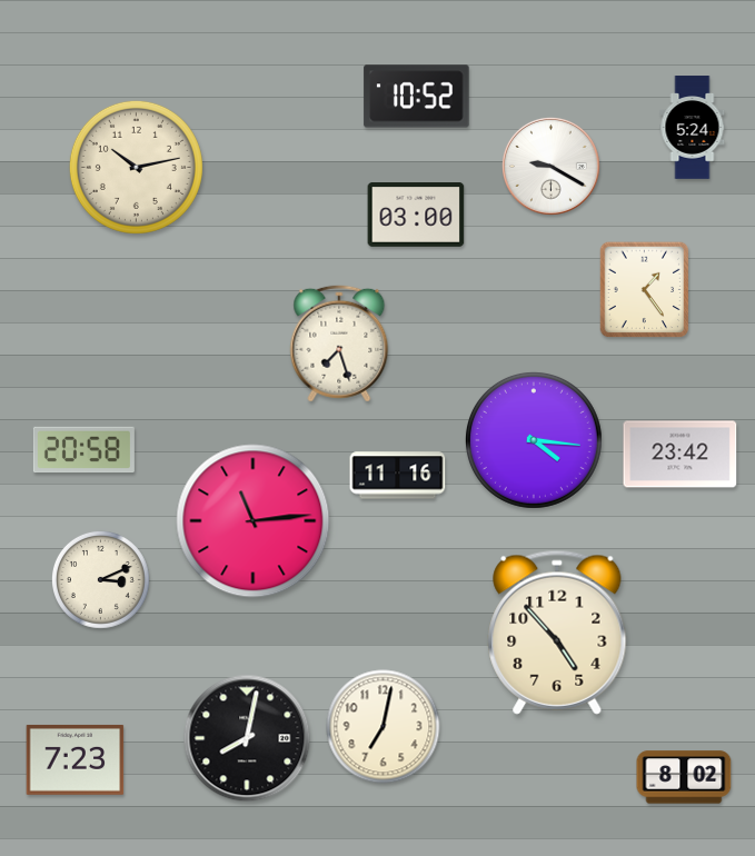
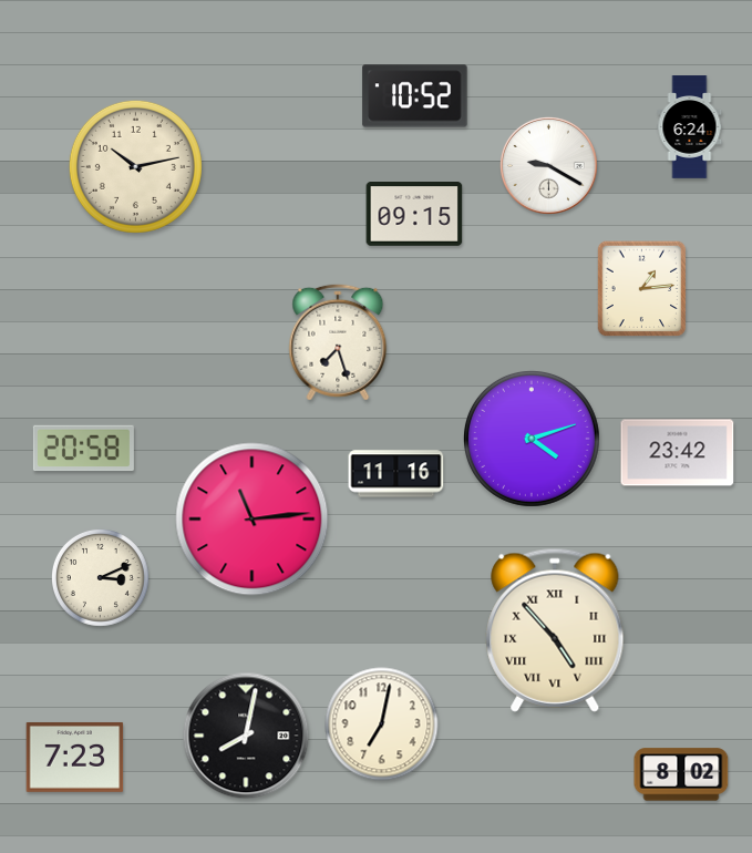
clock at (693, 128): 5:24 -> 6:24
clock at (416, 216): 03:00 -> 09:15
clock at (645, 290): 1:24 -> 1:14
clock at (534, 440): 4:16 -> 4:12
clock at (557, 633) numerals: Arabic -> Roman
